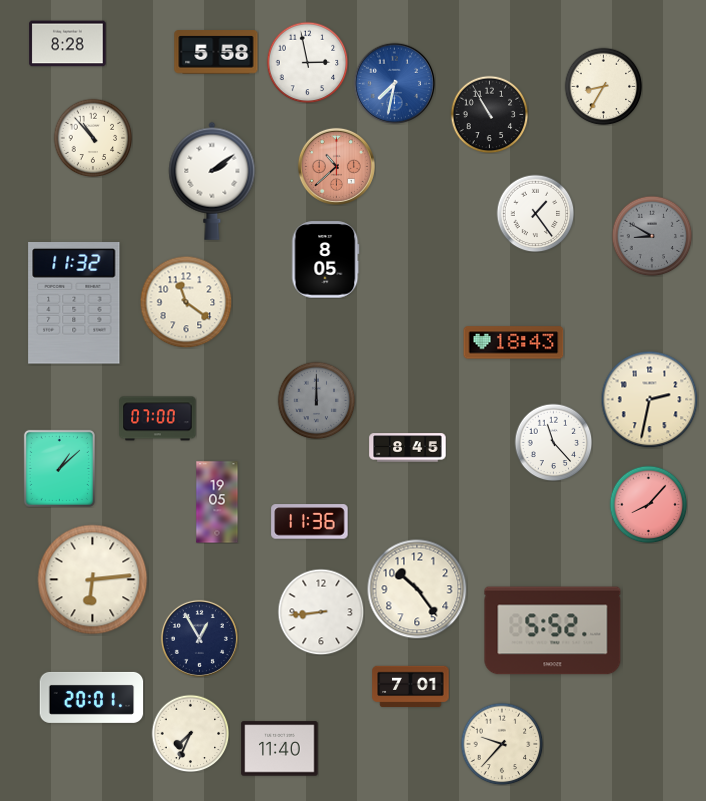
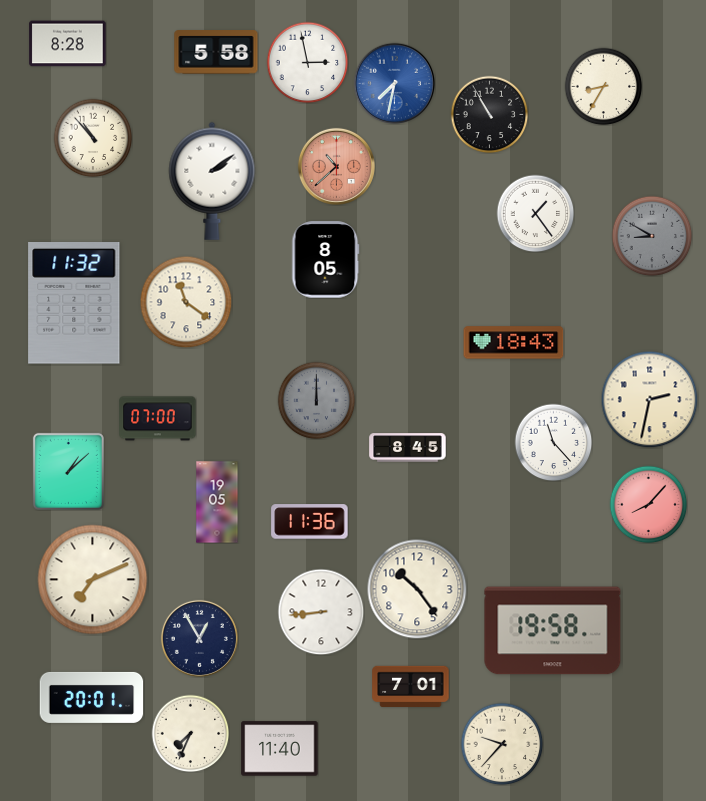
clock at (59, 468) position: (59, 468) -> (68, 471)
clock at (93, 580): 6:14 -> 7:11
clock at (553, 631): 5:52 -> 19:58
